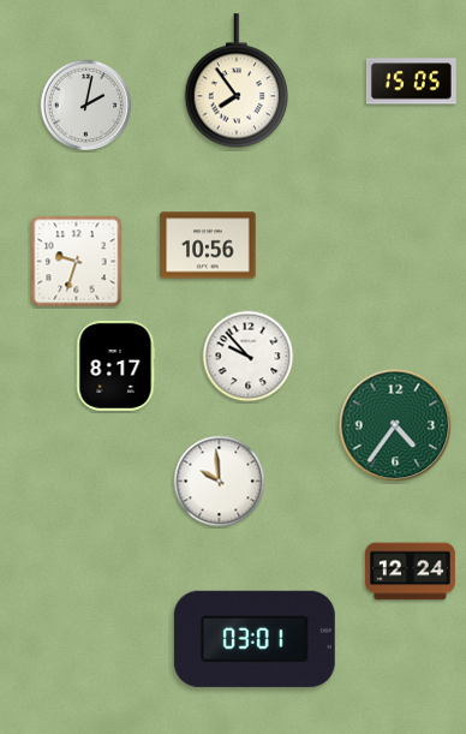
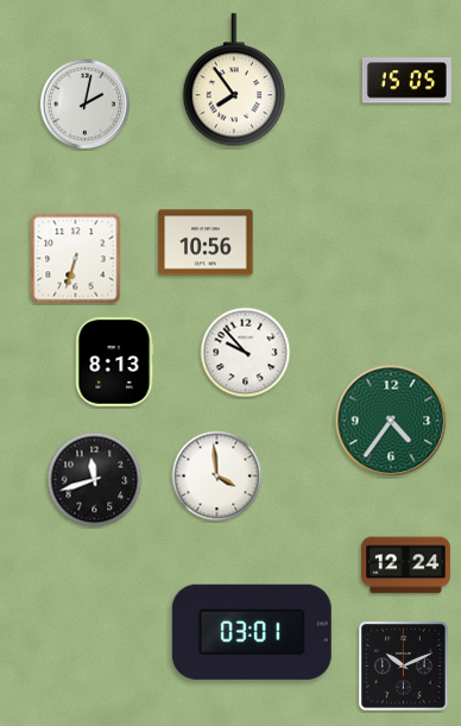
clock at (77, 262): 9:33 -> 6:33
clock at (115, 365): 8:17 -> 8:13
clock at (220, 482): 9:59 -> 3:59
clock at (95, 480): none -> 11:42
clock at (404, 667): none -> 10:11
